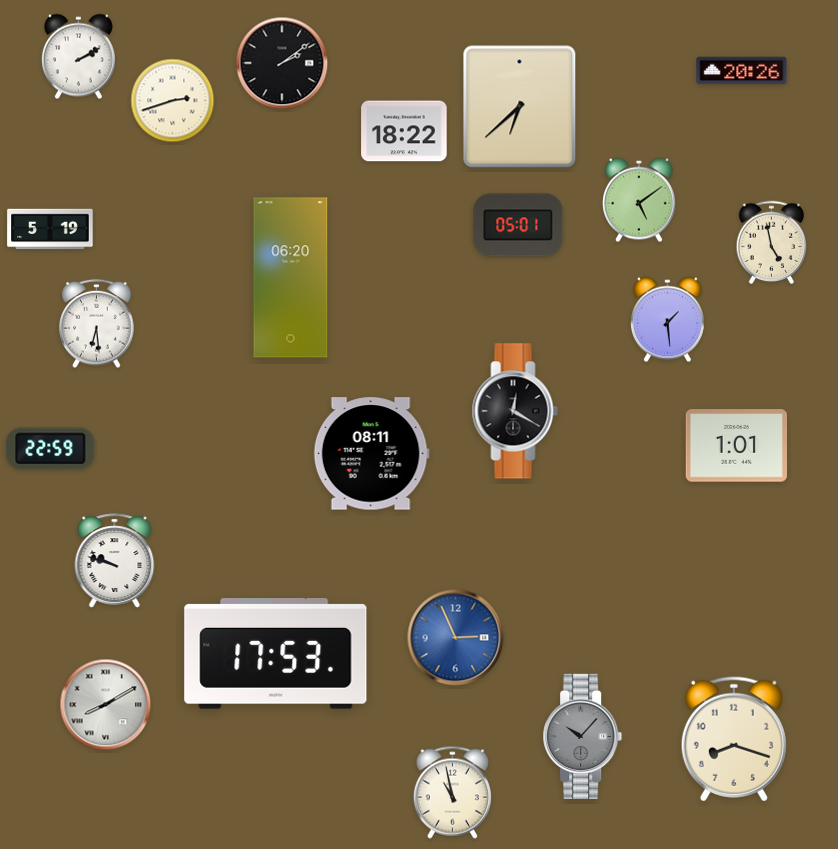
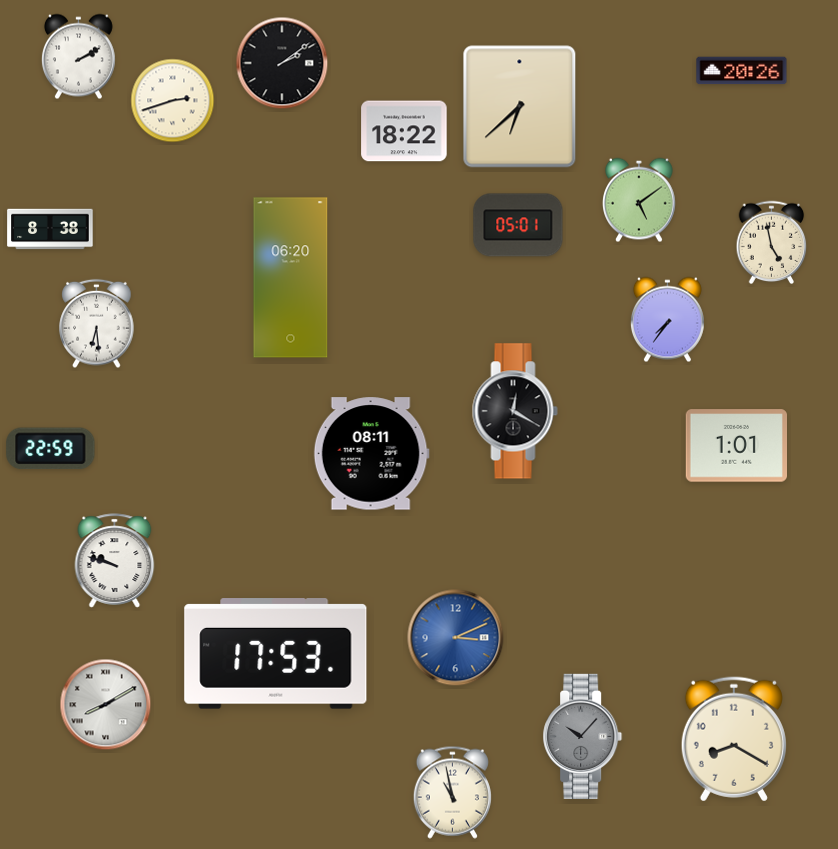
clock at (50, 229): 5:19 -> 8:38
clock at (667, 320): 1:29 -> 7:36
clock at (456, 638): 2:56 -> 3:11
clock at (734, 739): 8:18 -> 8:20
